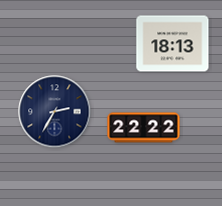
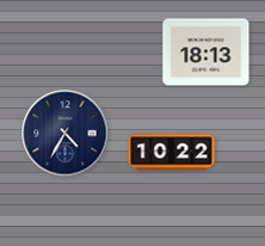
clock at (55, 112): 2:35 -> 4:35
clock at (144, 128): 22:22 -> 10:22
